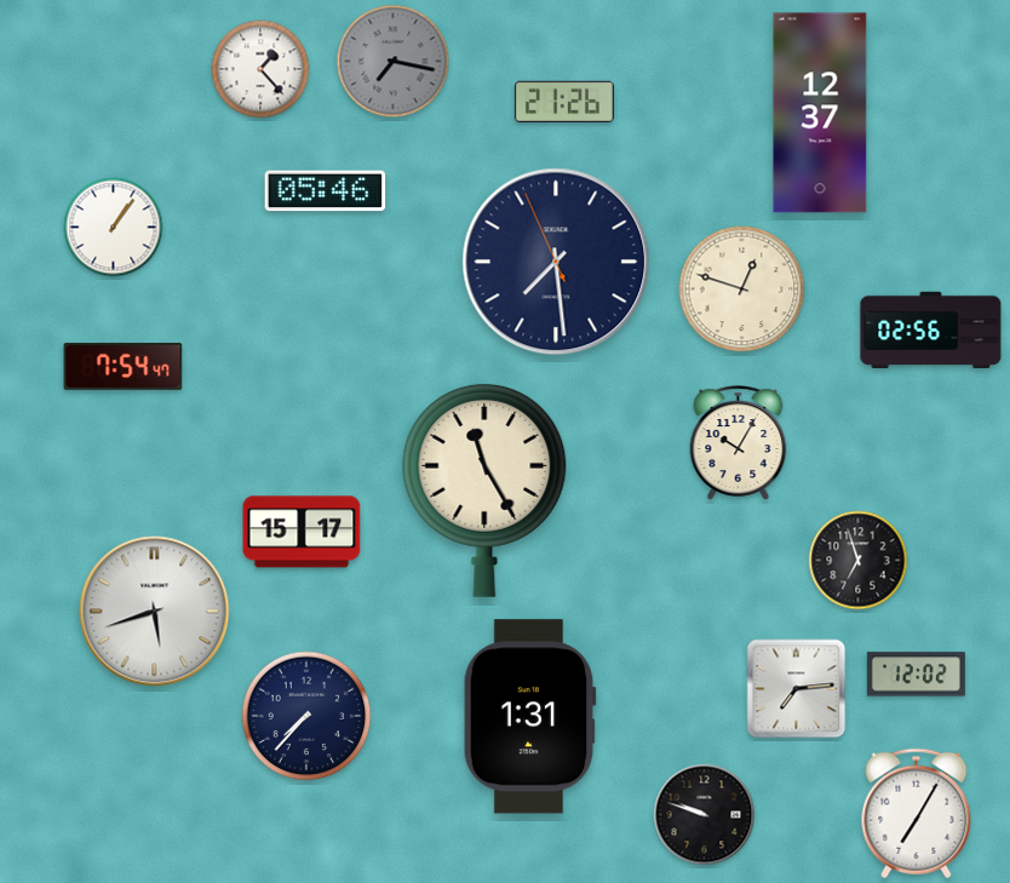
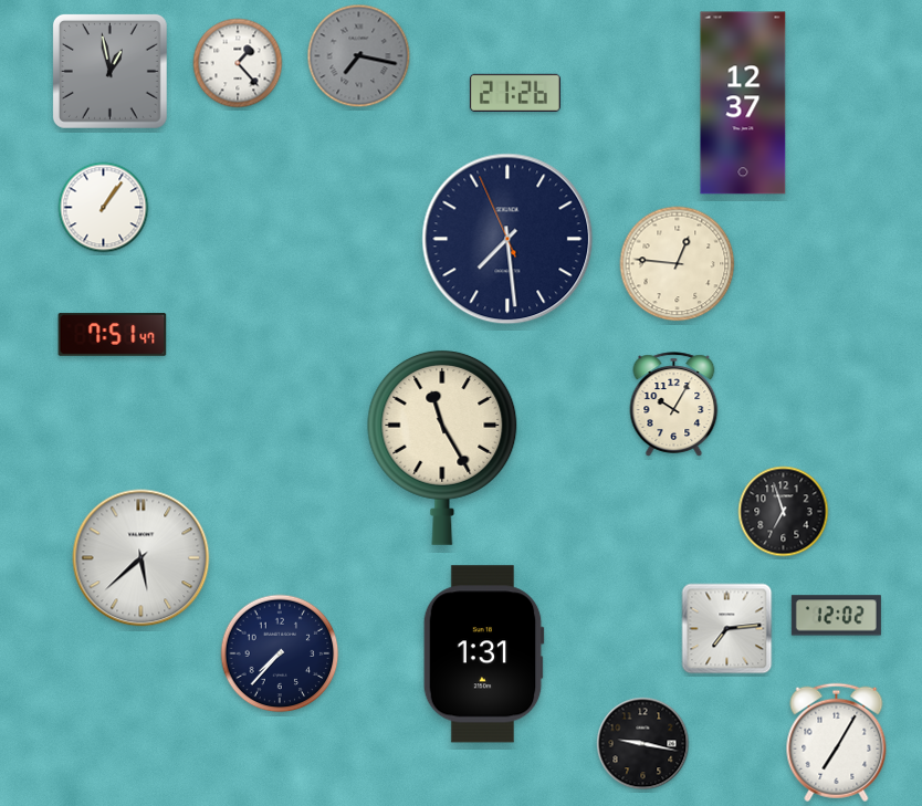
clock at (109, 71): none -> 12:58
clock at (820, 113) position: (820, 113) -> (743, 103)
clock at (326, 191): 05:46 -> none
clock at (742, 289): 12:48 -> 12:46
clock at (931, 329): 02:56 -> none
clock at (124, 367): 7:54 -> 7:51
clock at (302, 532): 15:17 -> none
clock at (155, 612): 5:42 -> 5:38
clock at (705, 815): 9:48 -> 9:17
